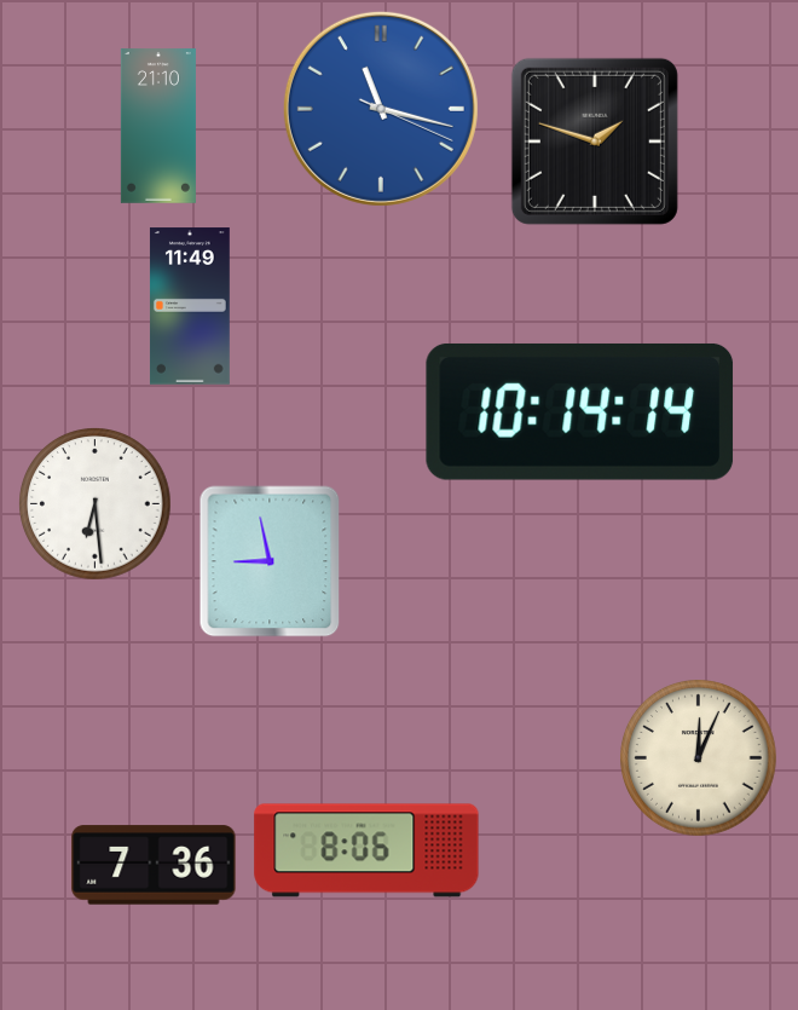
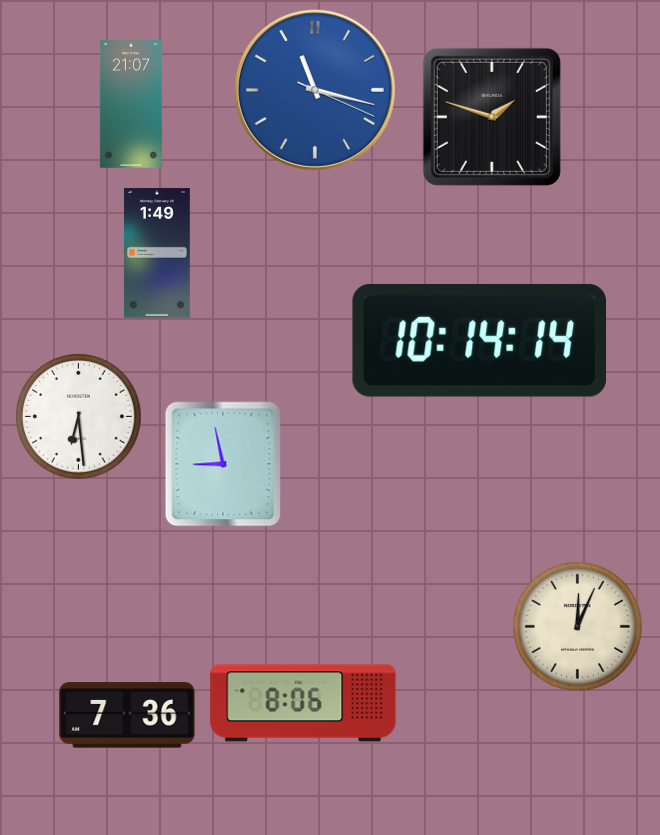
clock at (158, 126): 21:10 -> 21:07
clock at (190, 306): 11:49 -> 1:49
